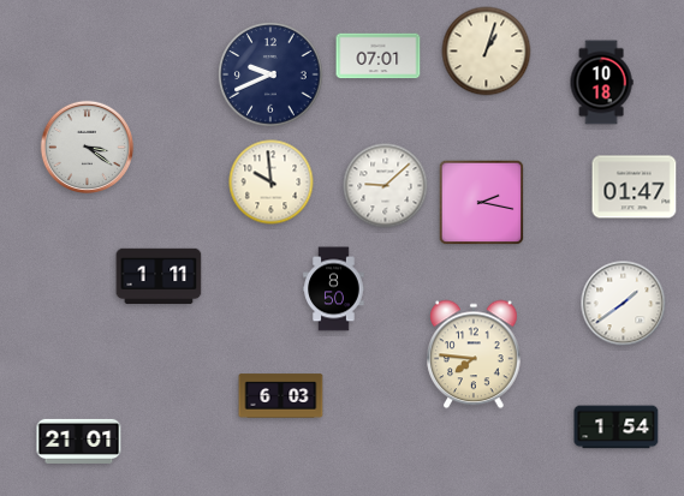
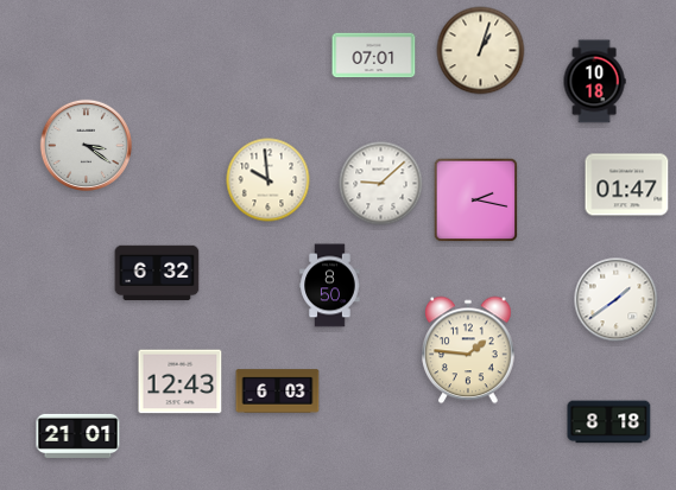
clock at (270, 74): 9:41 -> none
clock at (159, 276): 1:11 -> 6:32
clock at (474, 354): 7:46 -> 1:46
clock at (181, 382): none -> 12:43
clock at (617, 428): 1:54 -> 8:18
